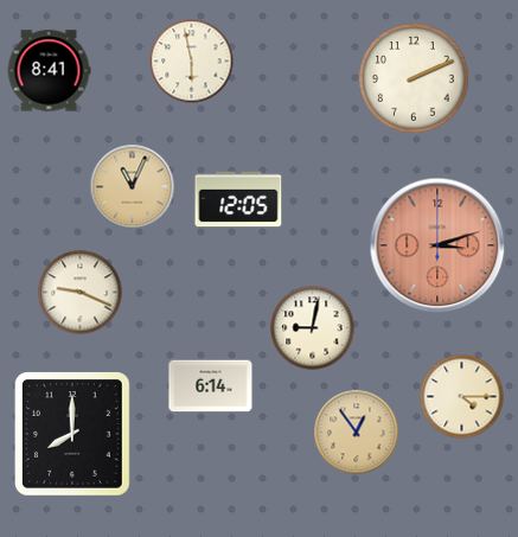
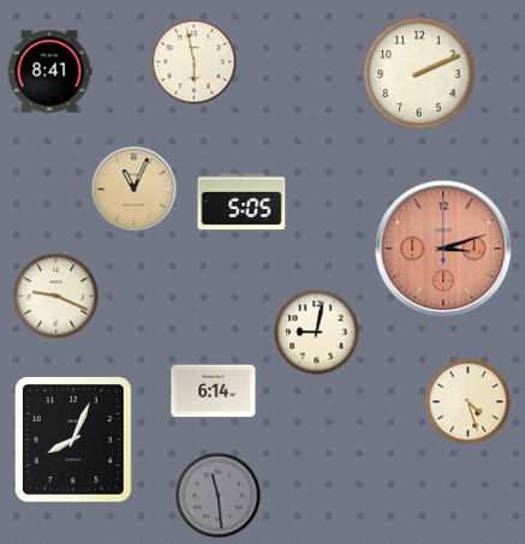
clock at (414, 78) position: (414, 78) -> (419, 73)
clock at (238, 199): 12:05 -> 5:05
clock at (81, 293) position: (81, 293) -> (56, 297)
clock at (462, 397): 4:15 -> 4:27
clock at (357, 433): 12:54 -> none
clock at (73, 435): 8:00 -> 8:04
clock at (219, 496): none -> 11:29
